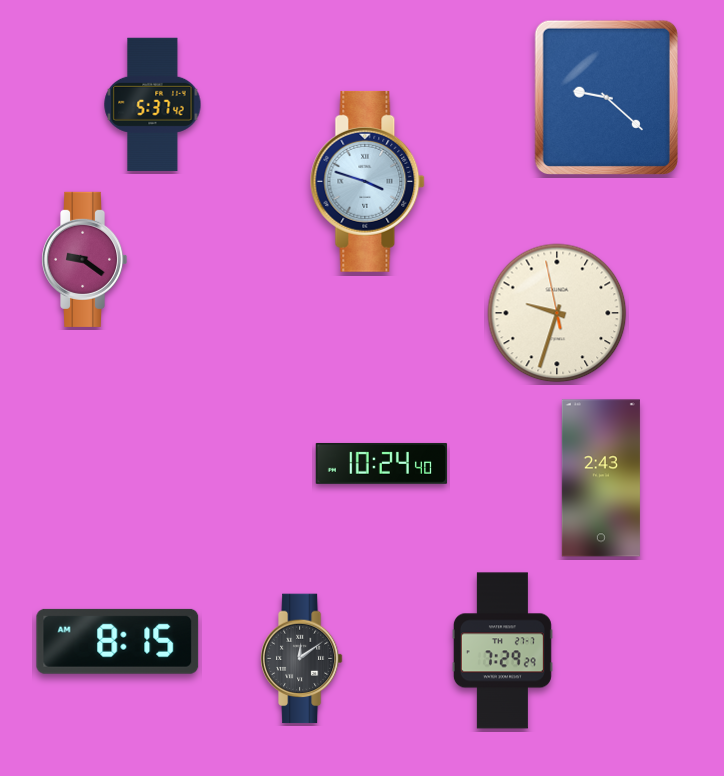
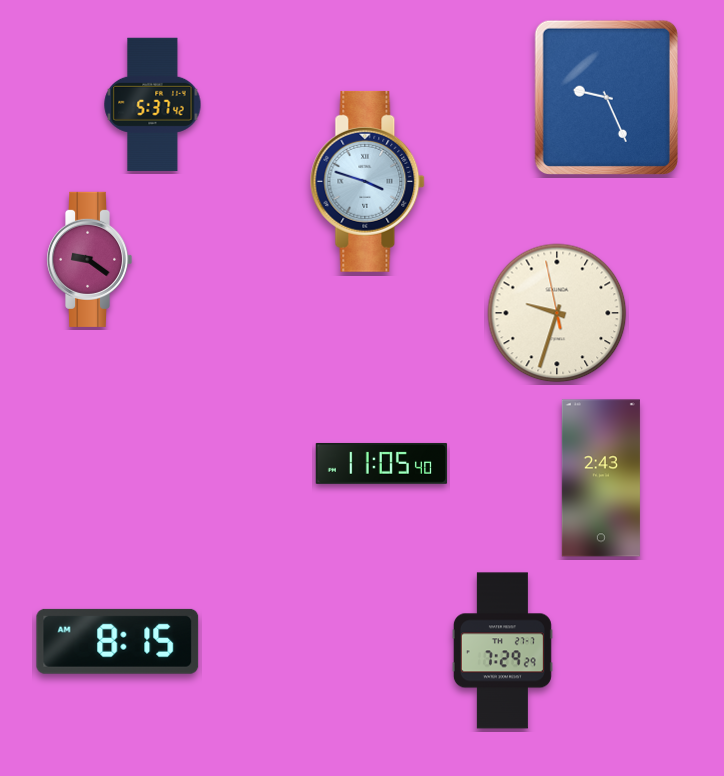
clock at (606, 97): 9:22 -> 9:26
clock at (85, 259) position: (85, 259) -> (90, 259)
clock at (382, 463): 10:24 -> 11:05
clock at (301, 659): 12:09 -> none
